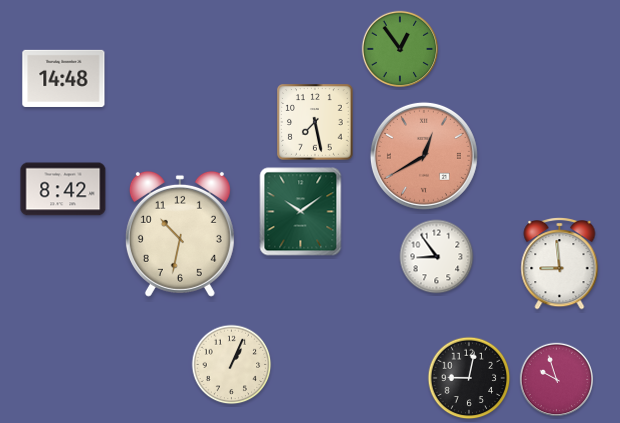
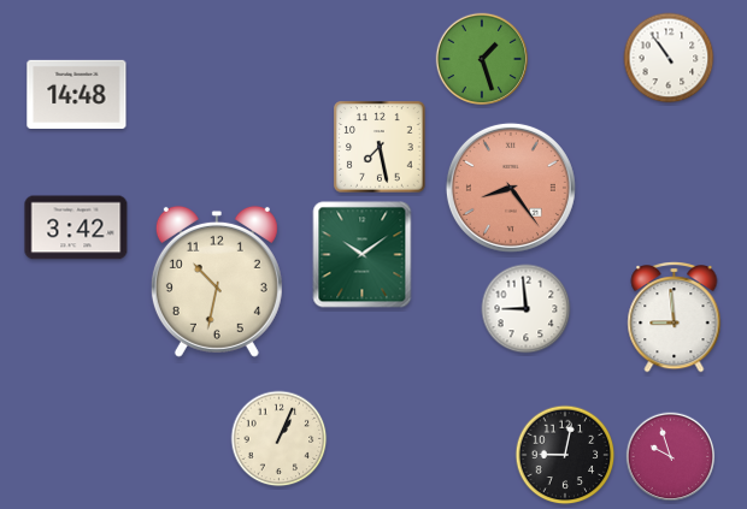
clock at (669, 58): none -> 10:54
clock at (400, 49): 12:54 -> 1:27
clock at (424, 156): 12:40 -> 8:24
clock at (63, 189): 8:42 -> 3:42
clock at (437, 257): 8:54 -> 8:59
